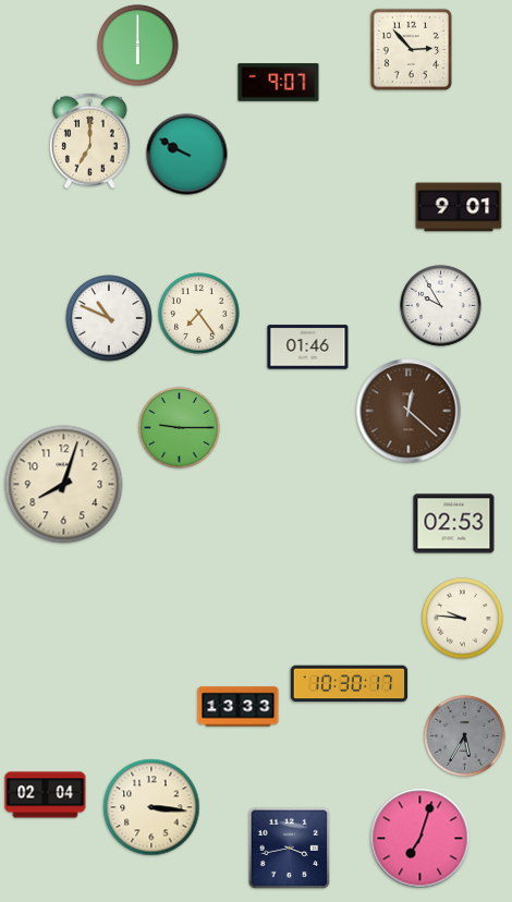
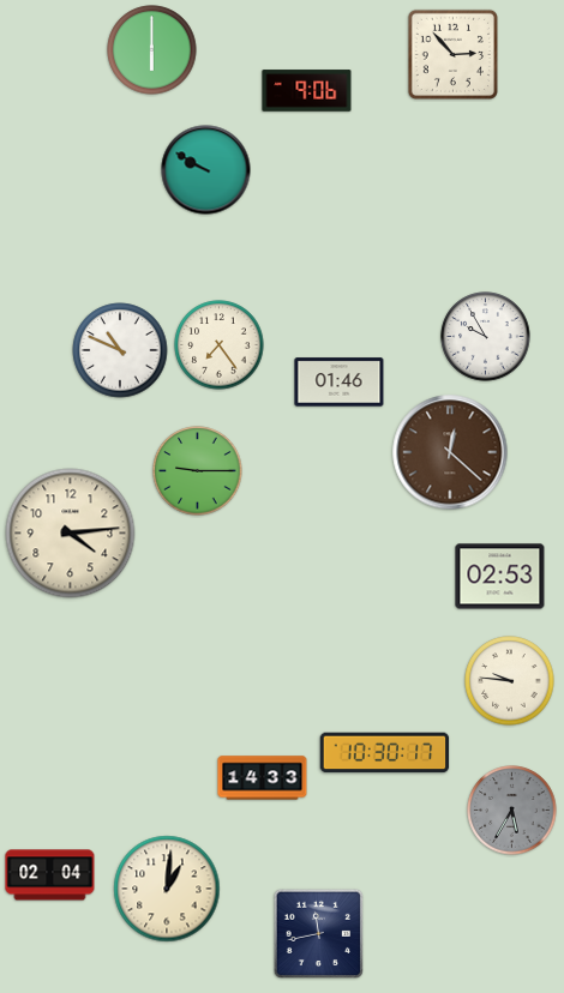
clock at (279, 83): 9:07 -> 9:06
clock at (89, 142): 7:00 -> none
clock at (459, 207): 9:01 -> none
clock at (64, 485): 8:03 -> 4:14
clock at (239, 707): 13:33 -> 14:33
clock at (151, 807): 3:16 -> 1:01
clock at (420, 839): 7:03 -> none
clock at (290, 849): 3:43 -> 11:43
